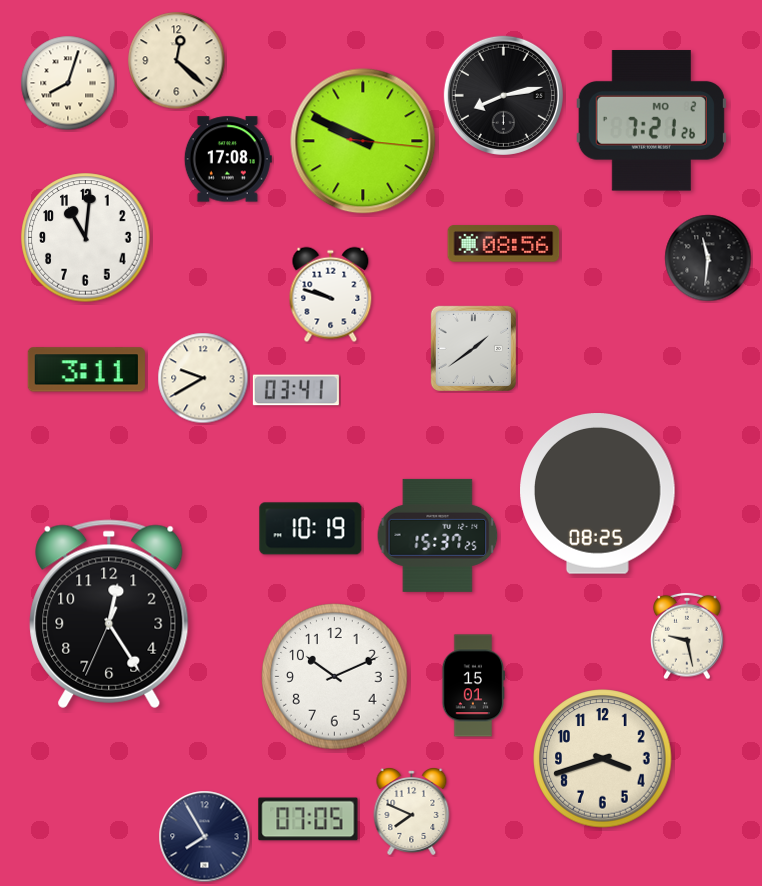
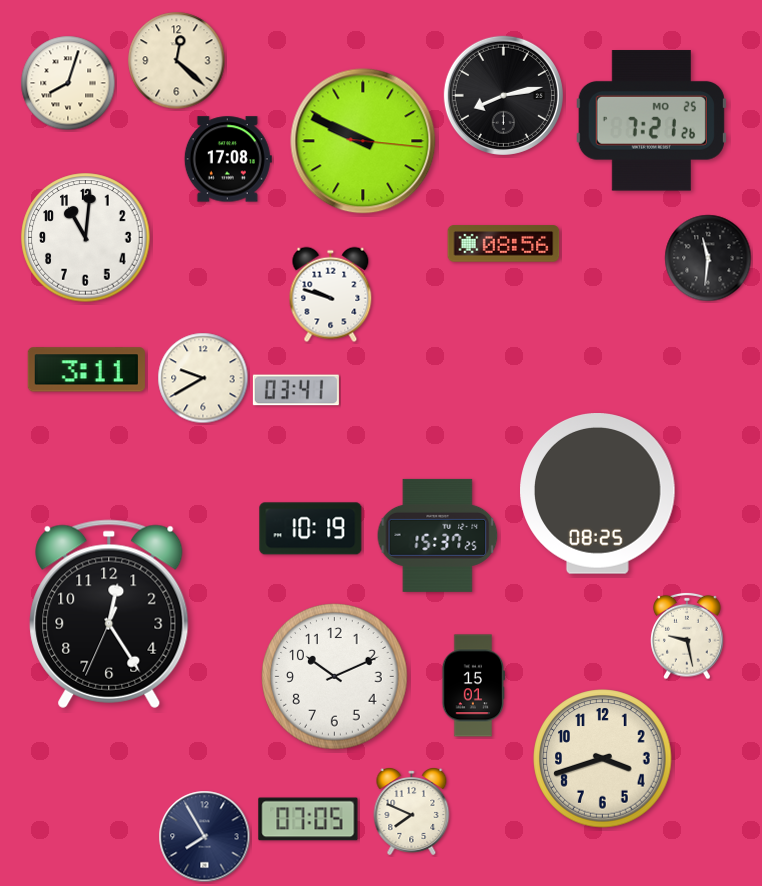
clock at (651, 121) date: MO 2 -> MO 25
clock at (473, 348): 1:39 -> none
